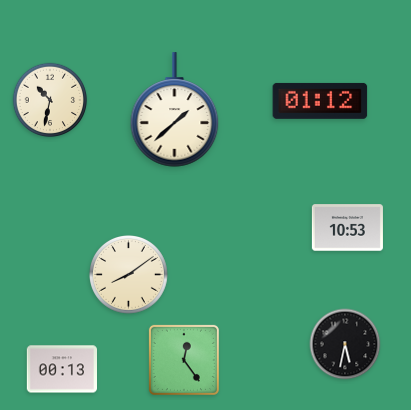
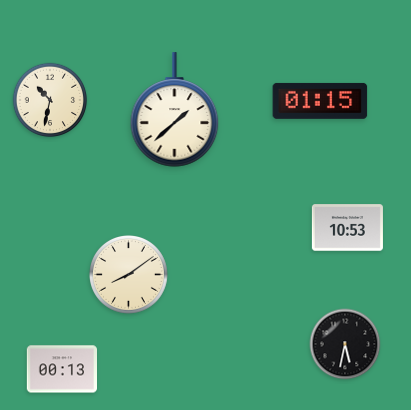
clock at (320, 101): 01:12 -> 01:15
clock at (184, 360): 12:24 -> none
